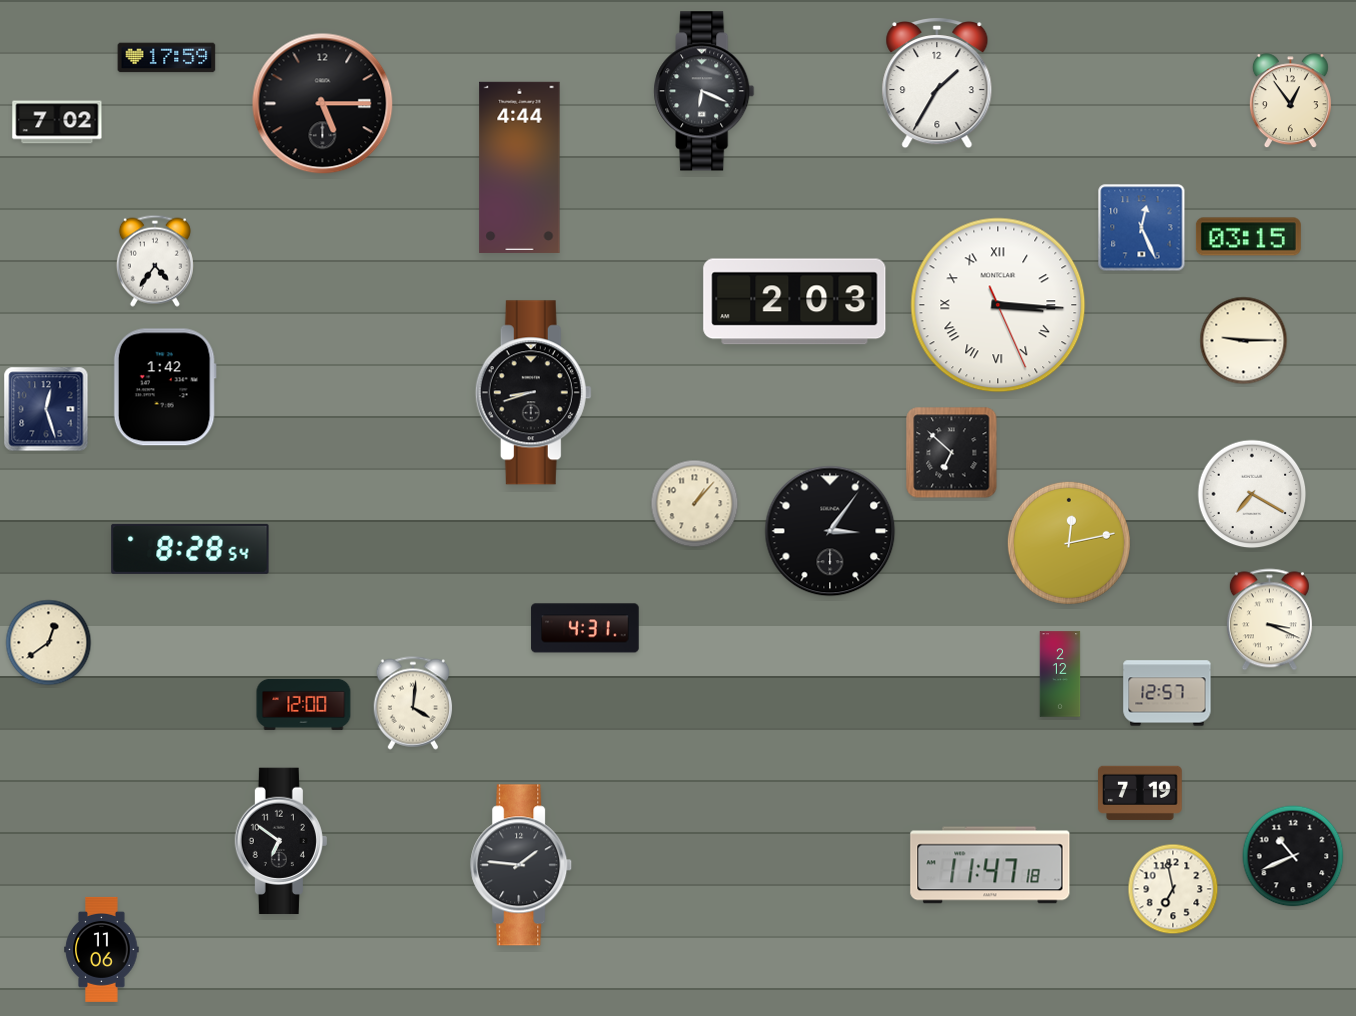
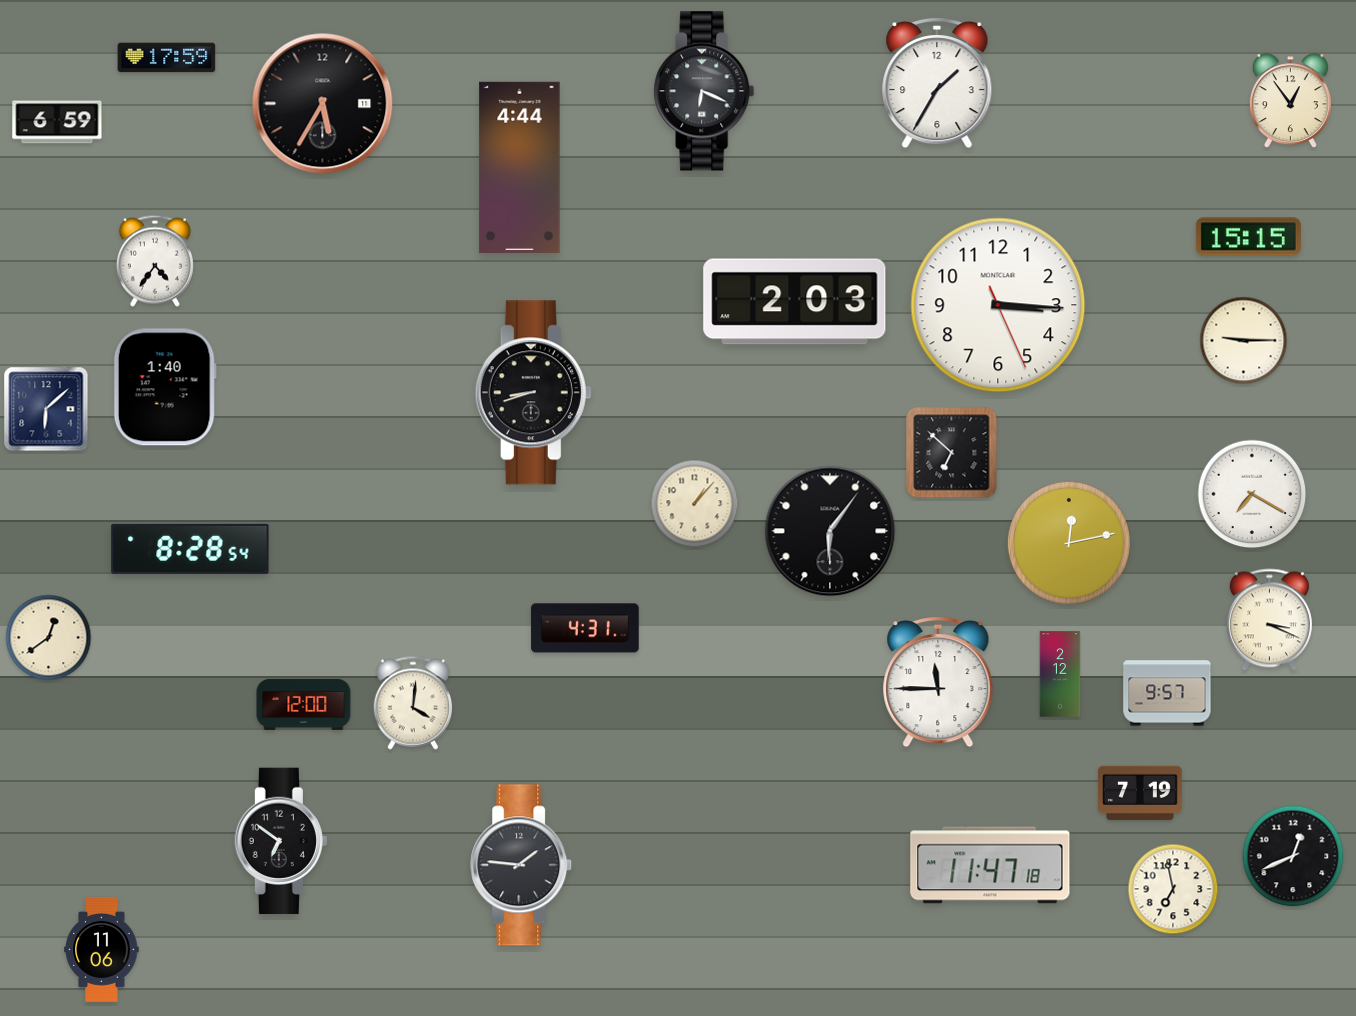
clock at (323, 104): 5:15 -> 5:35
clock at (57, 122): 7:02 -> 6:59
clock at (1142, 228): 12:26 -> none
clock at (1248, 237): 03:15 -> 15:15
clock at (998, 305) numerals: Roman -> Arabic
clock at (165, 387): 1:42 -> 1:40
clock at (46, 409): 12:27 -> 6:08
clock at (830, 531): 3:06 -> 6:06
clock at (49, 643) position: (49, 643) -> (49, 638)
clock at (938, 683): none -> 11:45
clock at (1167, 693): 12:57 -> 9:57
clock at (1293, 856): 10:41 -> 12:41
